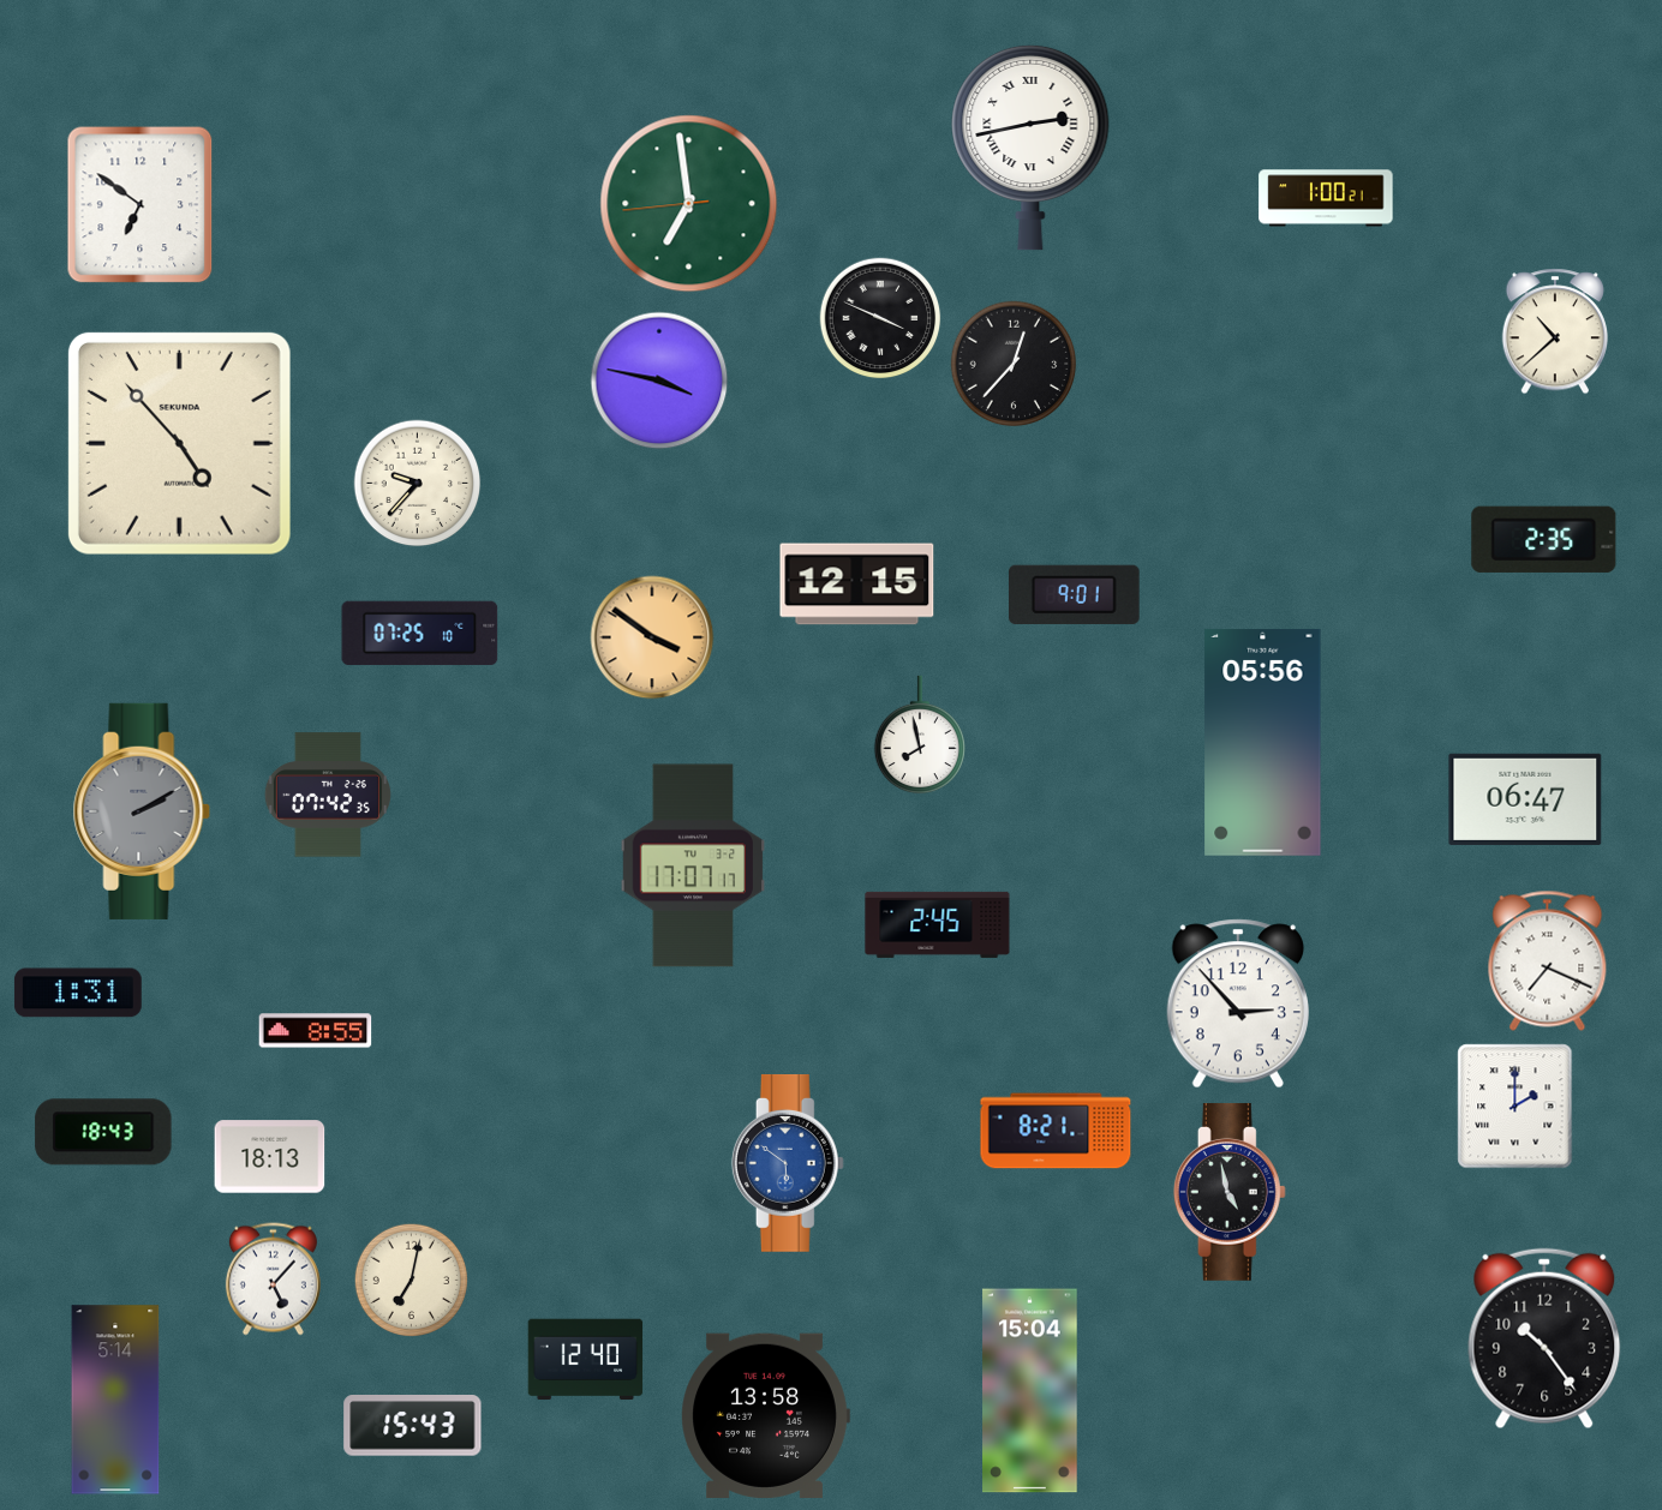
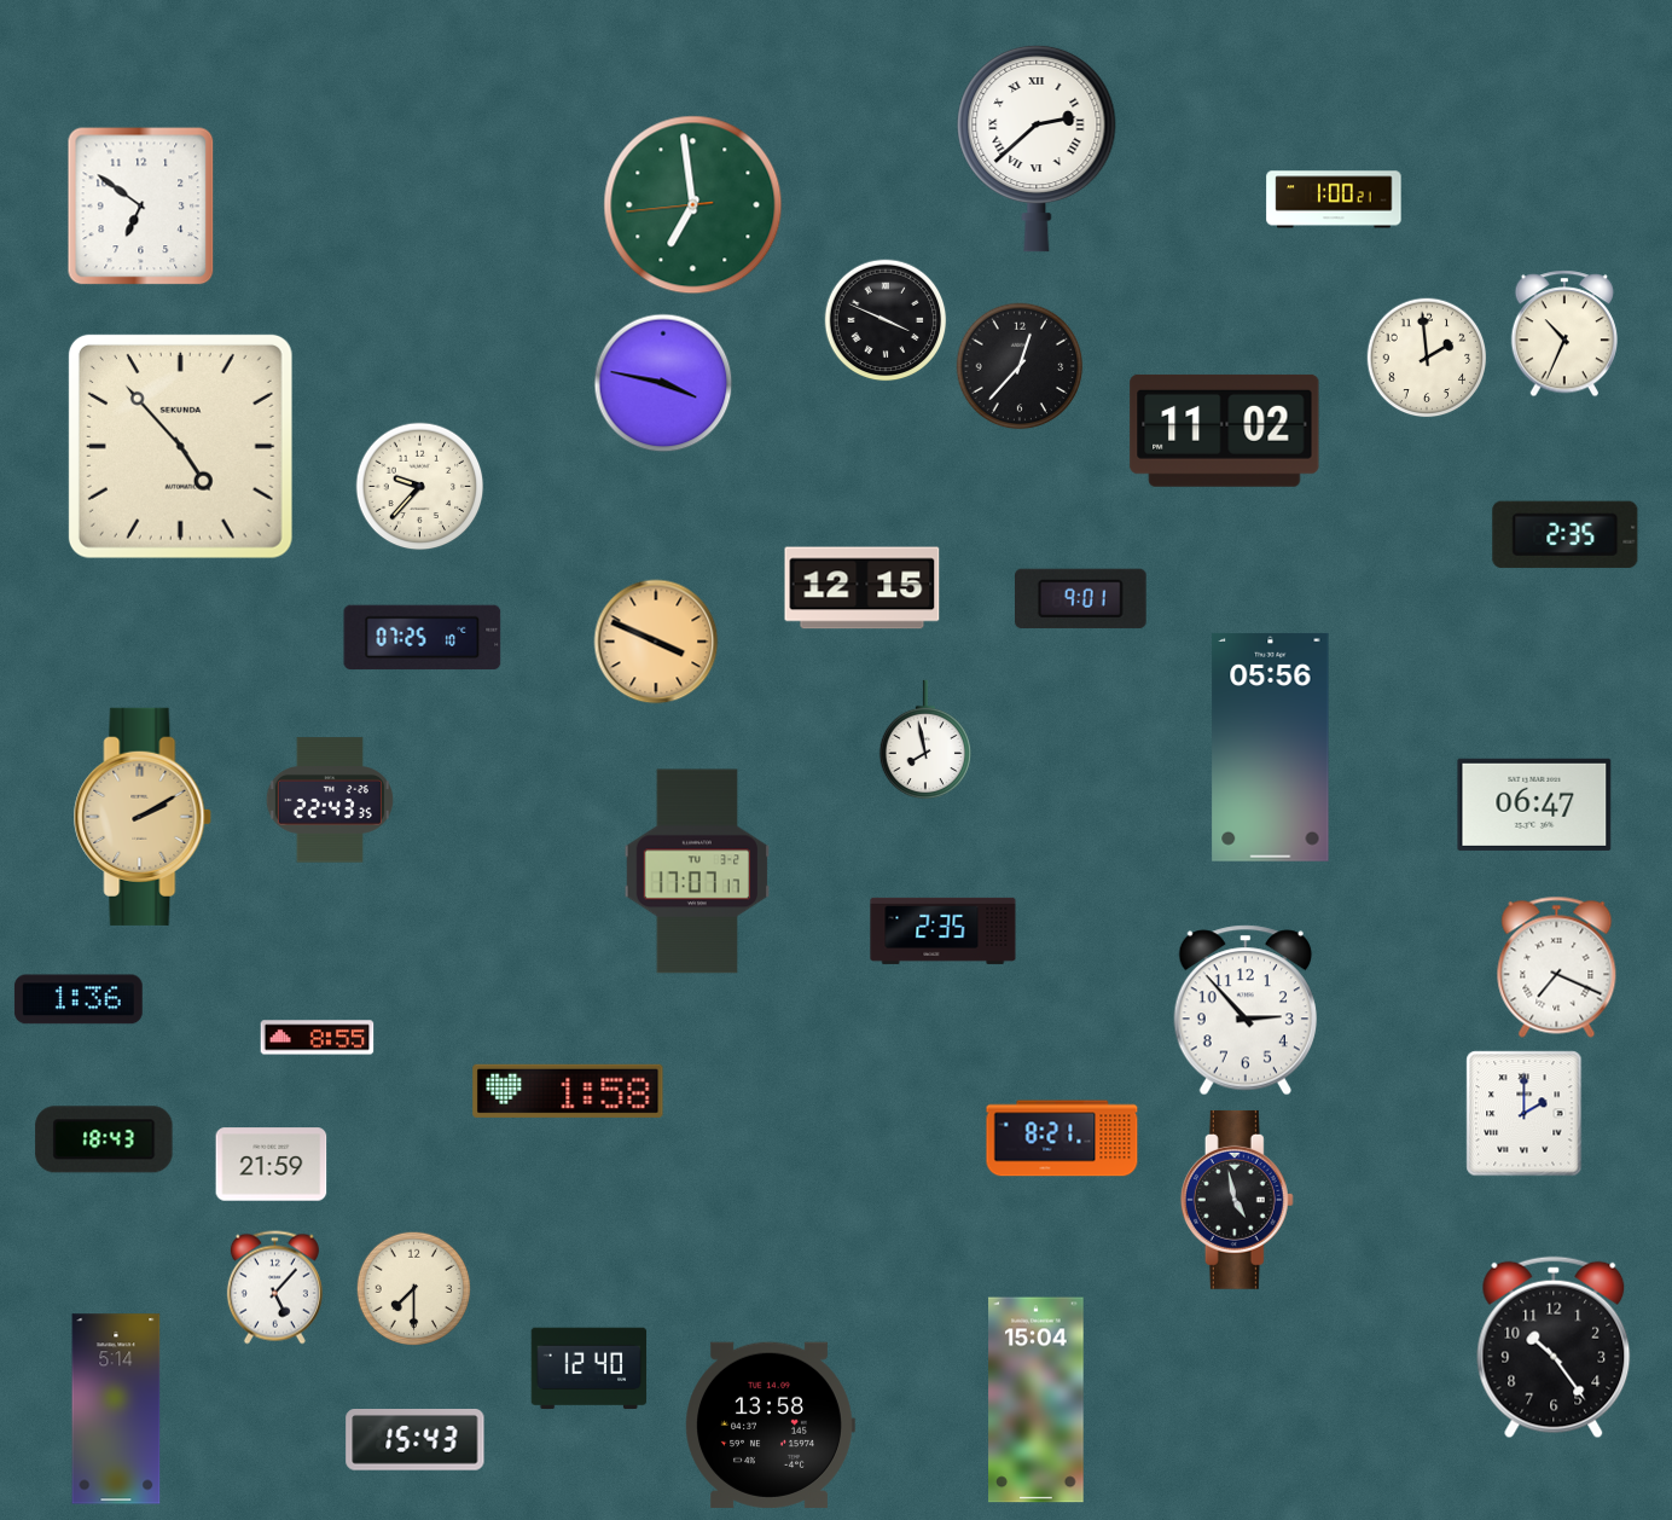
clock at (1030, 148): 2:43 -> 2:38
clock at (1554, 331): 10:38 -> 10:34
clock at (1427, 358): none -> 1:59
clock at (1225, 430): none -> 11:02
clock at (1544, 539) position: (1544, 539) -> (1566, 534)
clock at (652, 637): 3:51 -> 3:49
clock at (328, 795): 07:42 -> 22:43
clock at (142, 811) dial: grey -> champagne
clock at (938, 924): 2:45 -> 2:35
clock at (78, 993): 1:31 -> 1:36
clock at (568, 1091): none -> 1:58
clock at (270, 1157): 18:13 -> 21:59
clock at (788, 1163): 5:51 -> none
clock at (411, 1280): 7:02 -> 7:30
clock at (413, 1426) position: (413, 1426) -> (416, 1440)
